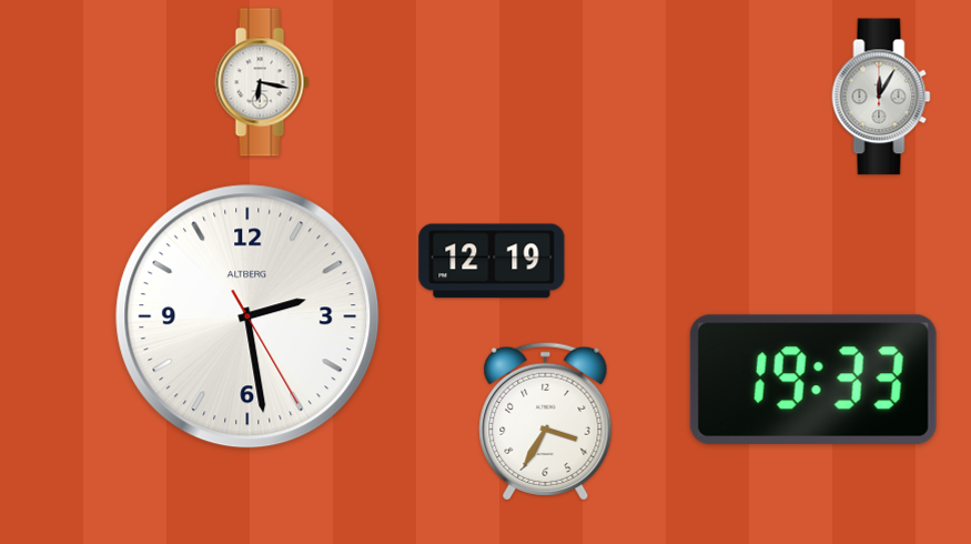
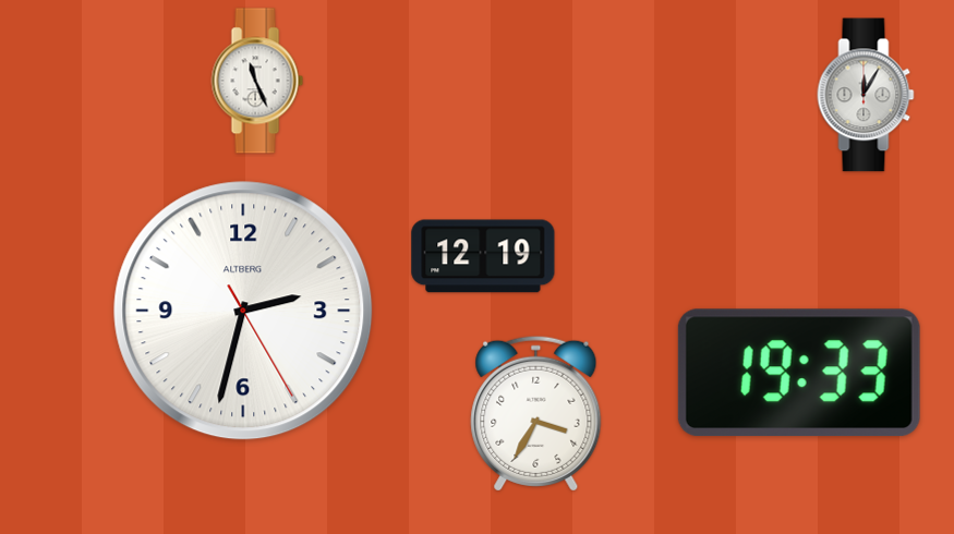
clock at (262, 82): 6:17 -> 11:26
clock at (247, 316): 2:28 -> 2:32
